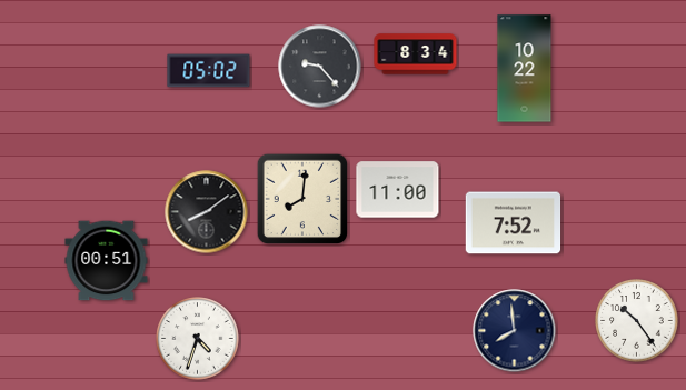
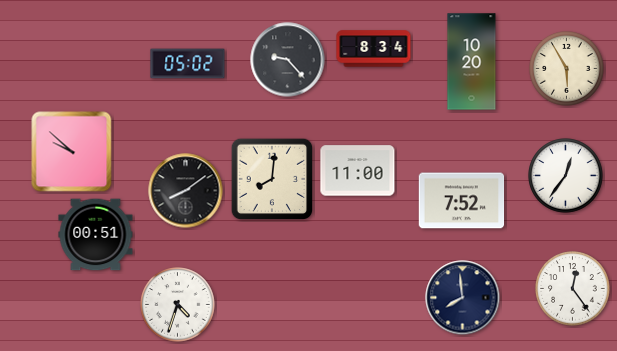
clock at (525, 69): 10:22 -> 10:20
clock at (567, 69): none -> 5:55
clock at (72, 152): none -> 9:52
clock at (566, 176): none -> 12:36
clock at (637, 321): 10:24 -> 12:24
